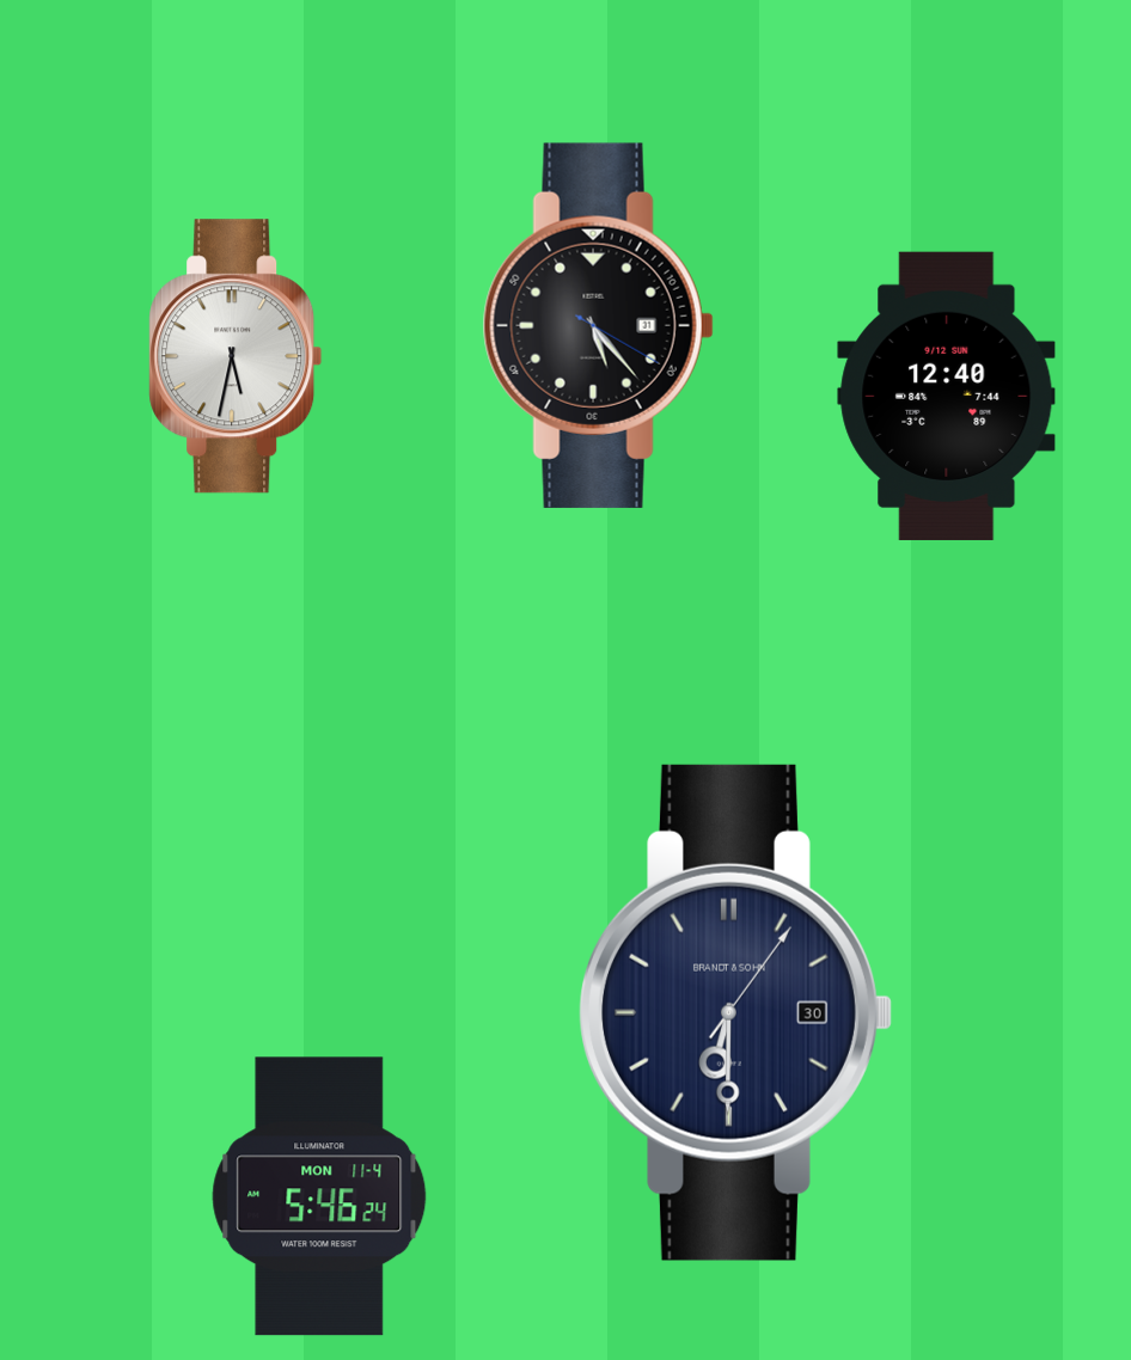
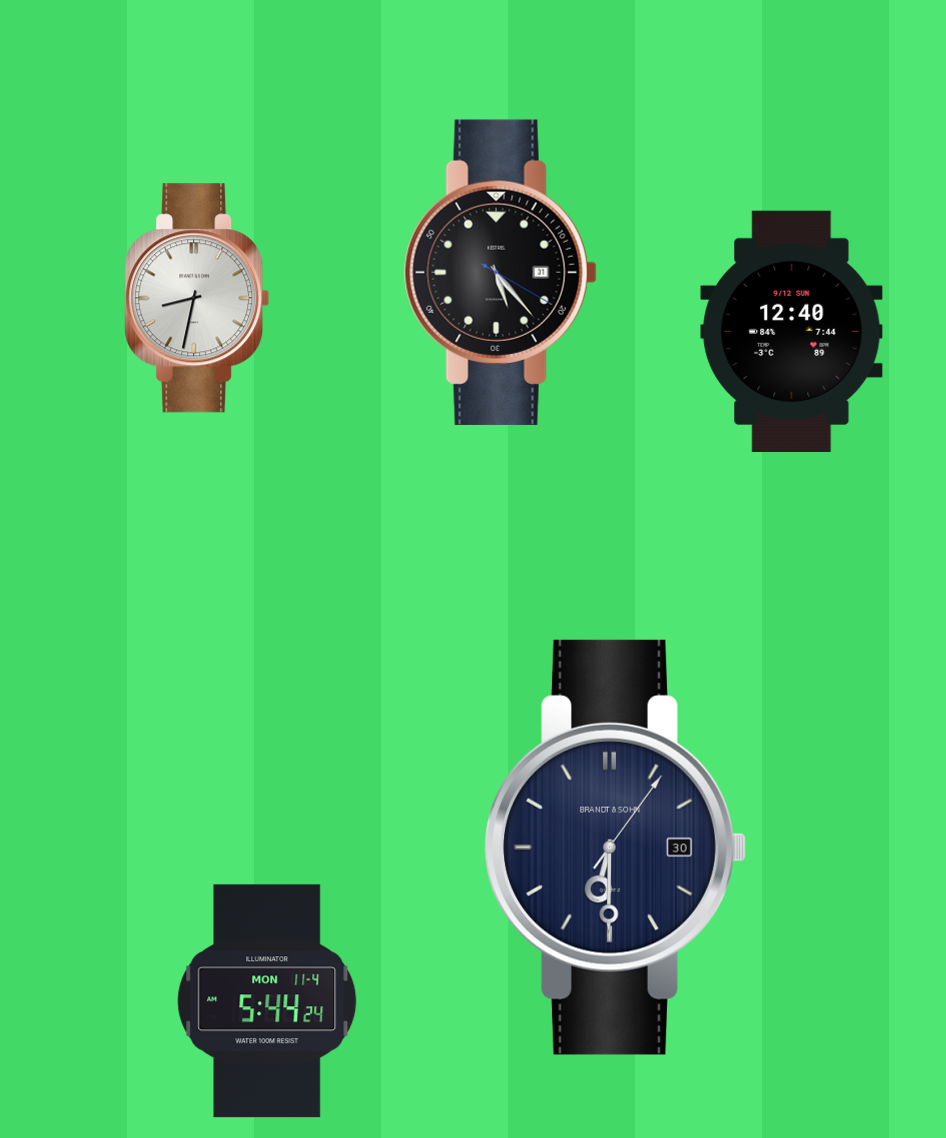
clock at (236, 356): 5:32 -> 8:32
clock at (319, 1196): 5:46 -> 5:44
